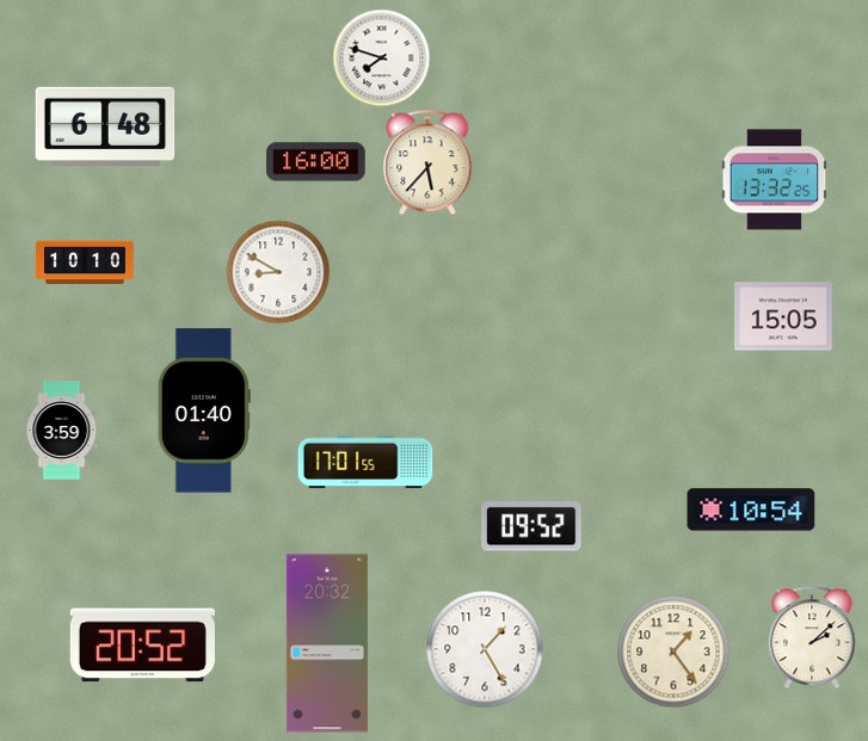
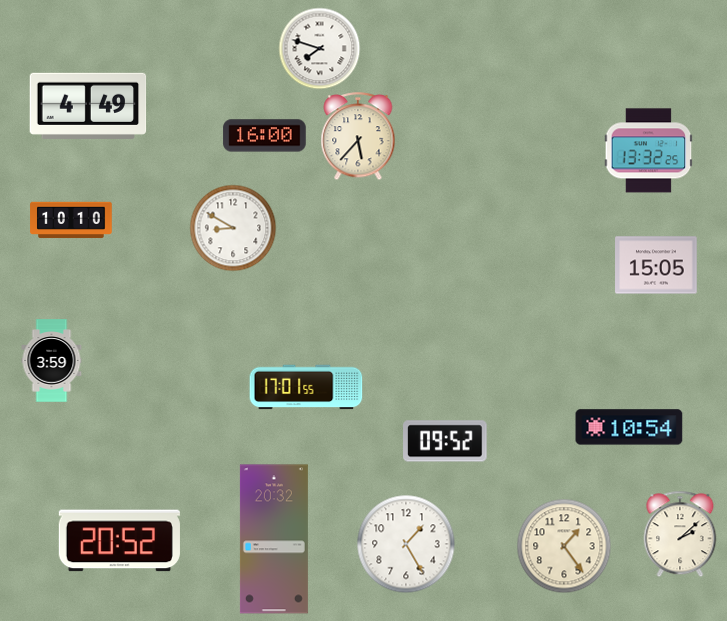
clock at (105, 126): 6:48 -> 4:49
clock at (204, 410): 01:40 -> none
